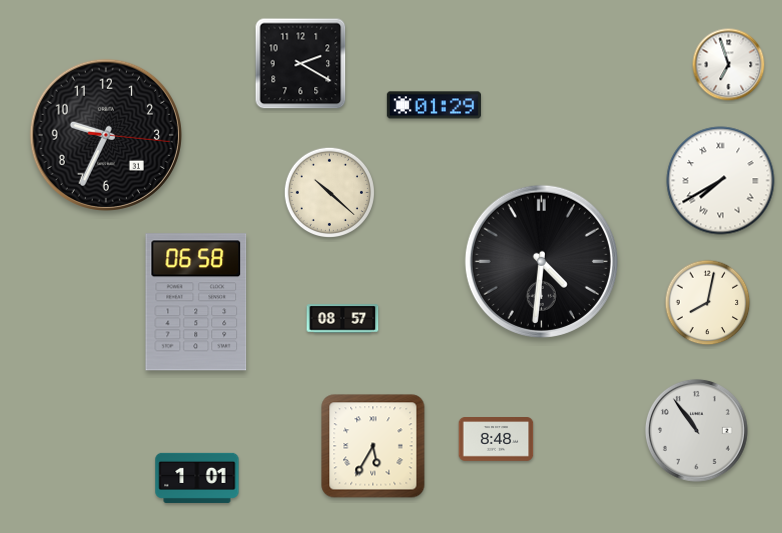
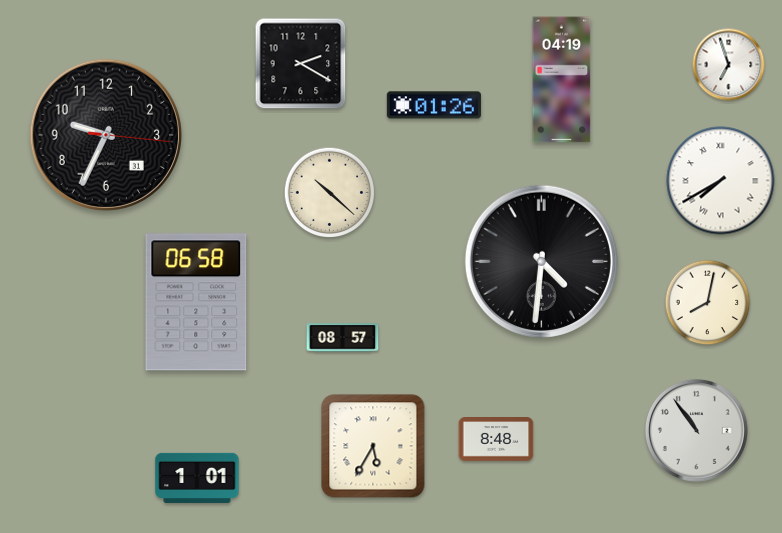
clock at (562, 80): none -> 04:19
clock at (434, 105): 01:29 -> 01:26
clock at (343, 319) position: (343, 319) -> (343, 338)
